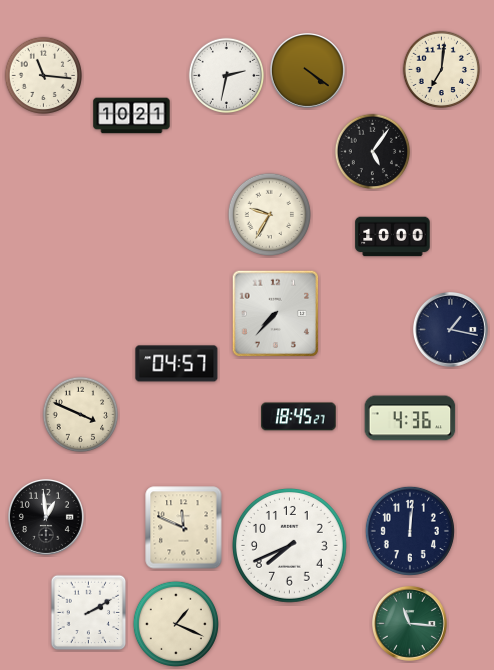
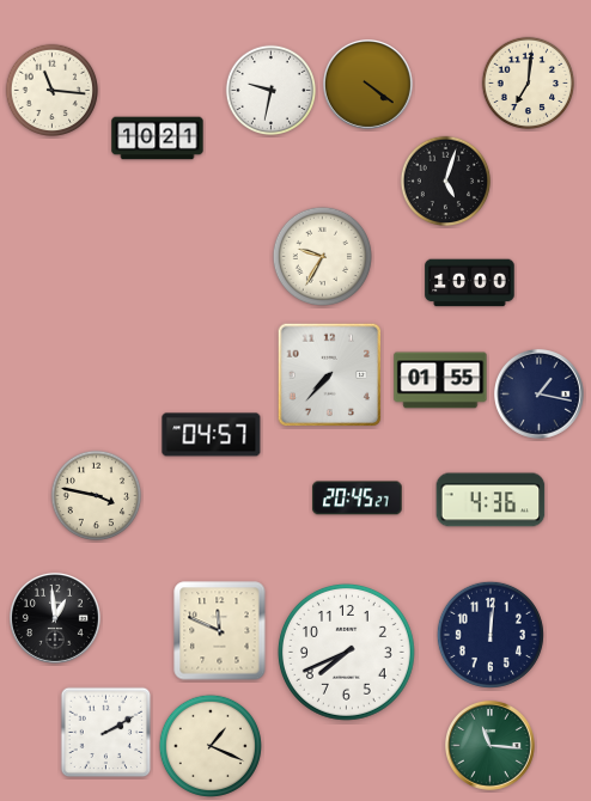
clock at (227, 76): 2:32 -> 9:32
clock at (373, 152): 5:06 -> 5:03
clock at (440, 380): none -> 01:55
clock at (81, 415): 3:49 -> 3:47
clock at (299, 417): 18:45 -> 20:45
